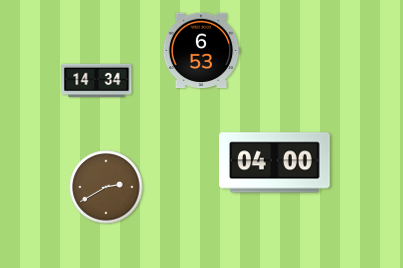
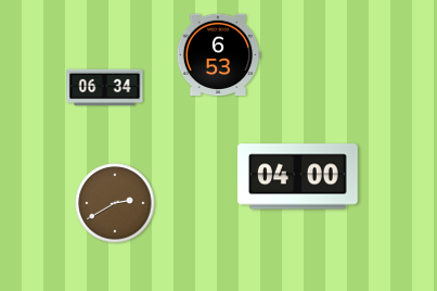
clock at (97, 81): 14:34 -> 06:34
